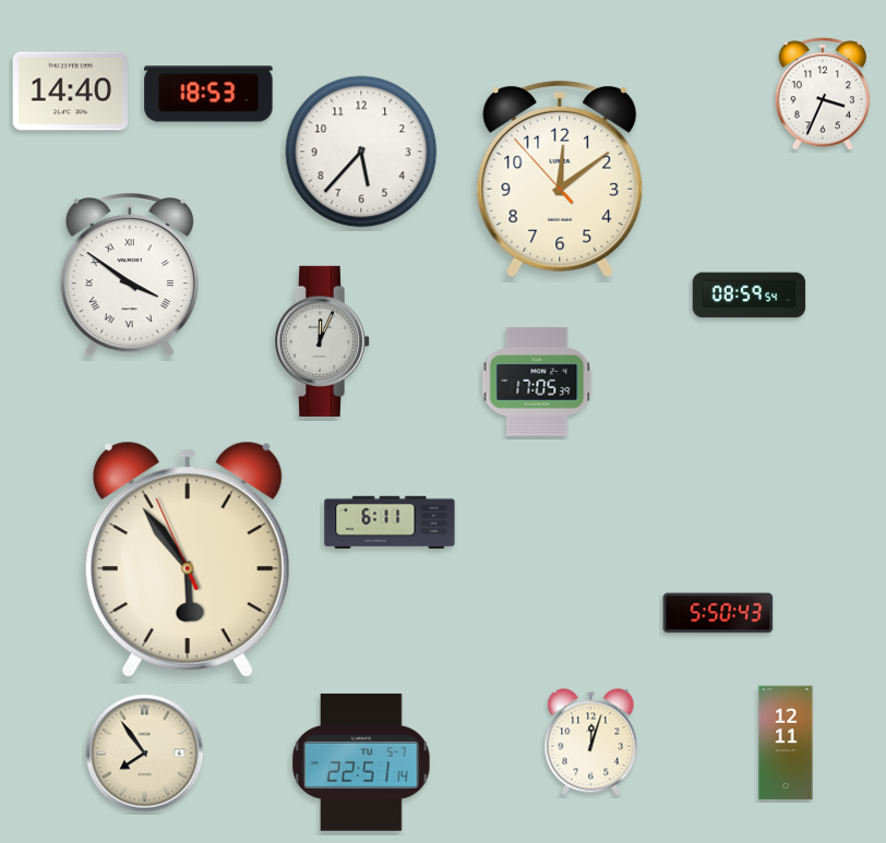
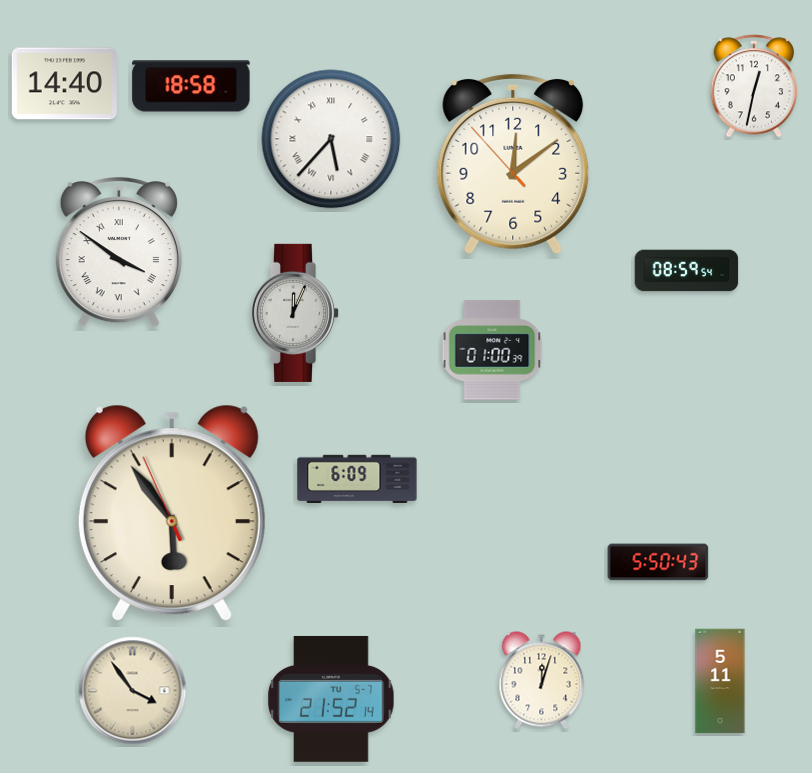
clock at (208, 94): 18:53 -> 18:58
clock at (823, 94): 3:34 -> 12:32
clock at (361, 152) numerals: Arabic -> Roman
clock at (537, 382): 17:05 -> 01:00
clock at (390, 521): 6:11 -> 6:09
clock at (786, 743): 12:11 -> 5:11
clock at (145, 754): 7:54 -> 3:54
clock at (361, 762): 22:51 -> 21:52
